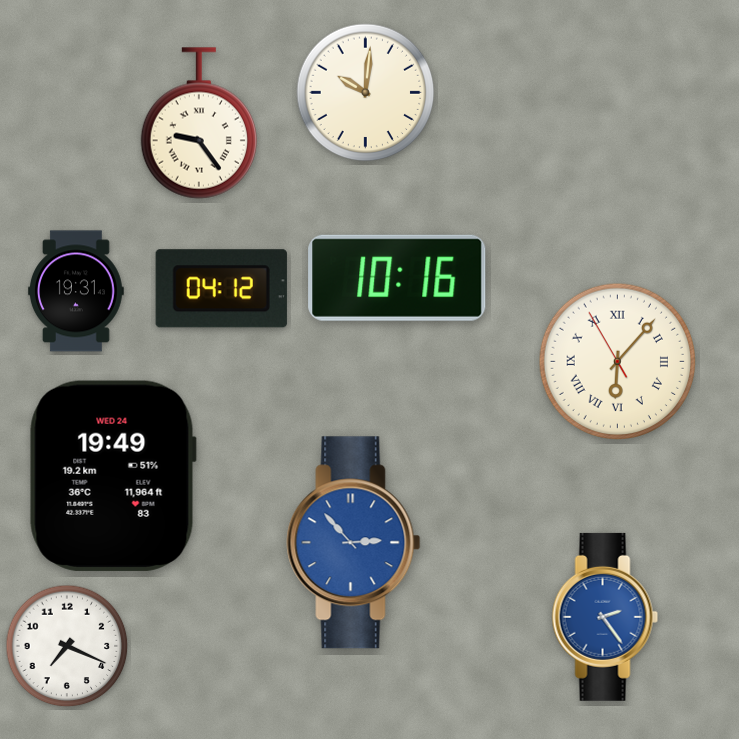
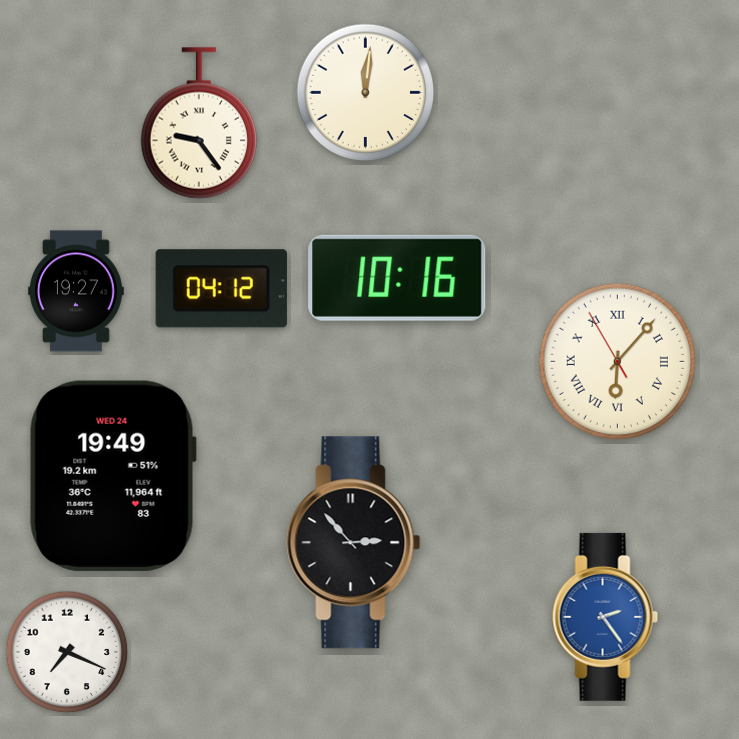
clock at (366, 93): 10:01 -> 12:01
clock at (77, 291): 19:31 -> 19:27
clock at (354, 543) dial: blue -> black
clock at (67, 646) position: (67, 646) -> (67, 652)
